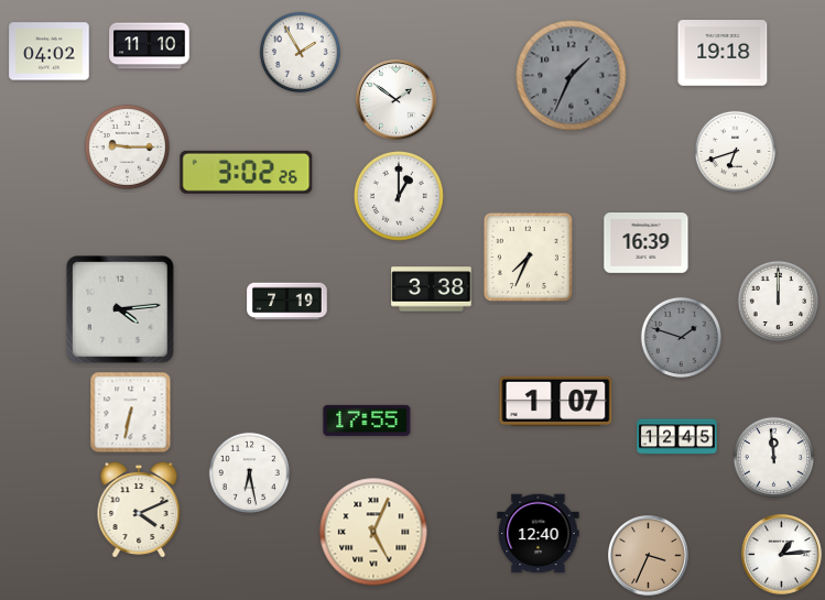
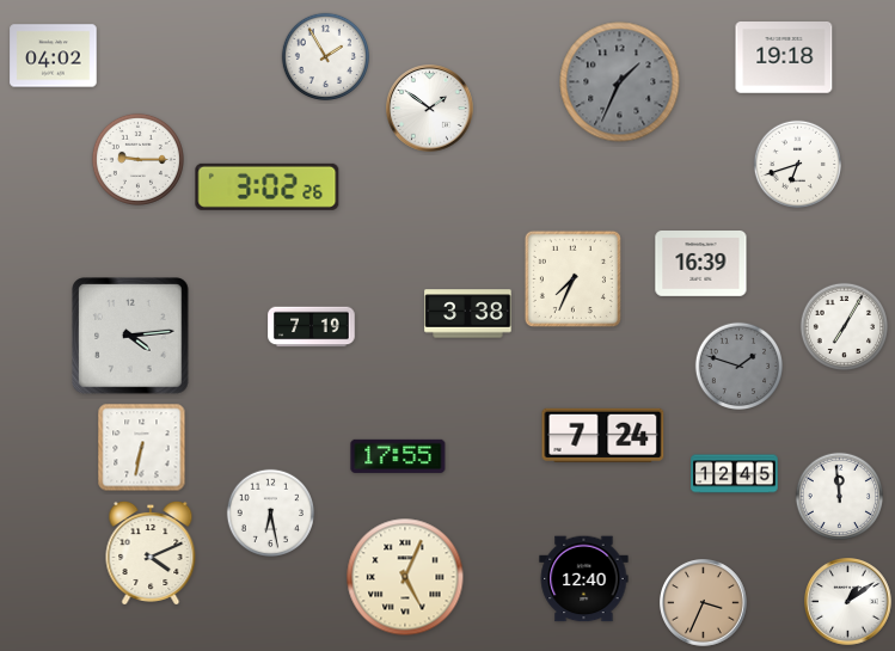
clock at (150, 46): 11:10 -> none
clock at (399, 196): 1:00 -> none
clock at (778, 301): 12:00 -> 7:05
clock at (556, 401): 1:07 -> 7:24
clock at (782, 555): 1:14 -> 1:09
